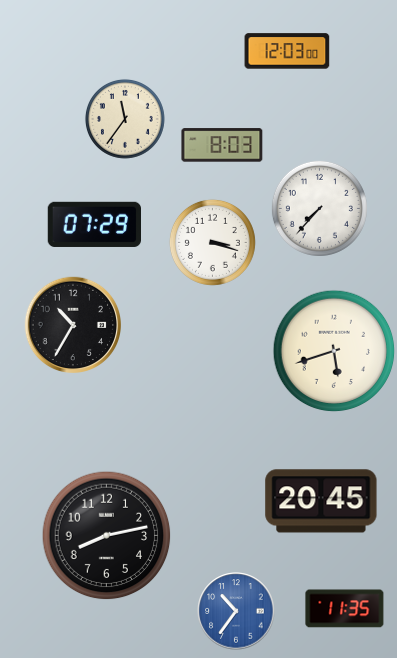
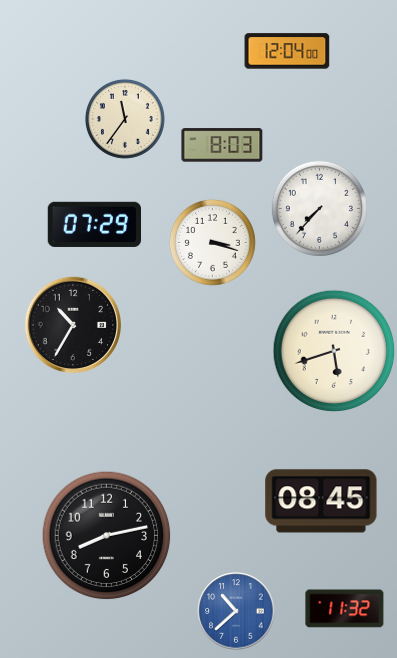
clock at (287, 51): 12:03 -> 12:04
clock at (321, 501): 20:45 -> 08:45
clock at (345, 609): 11:35 -> 11:32
clock at (236, 611): 10:36 -> 10:38
